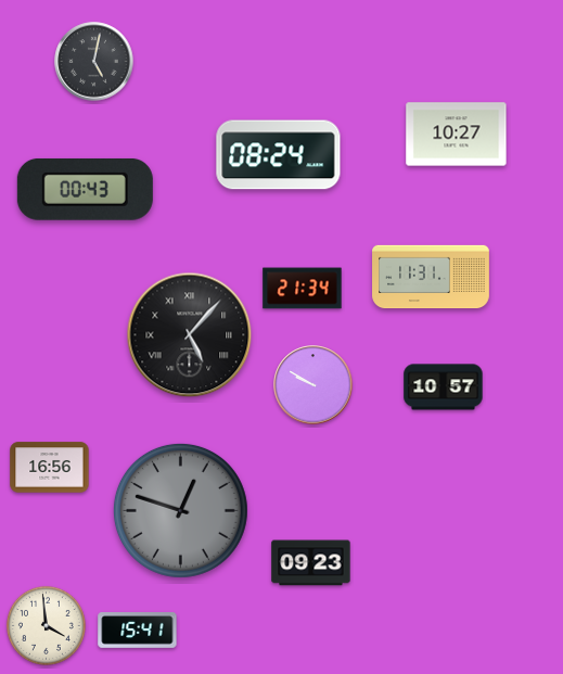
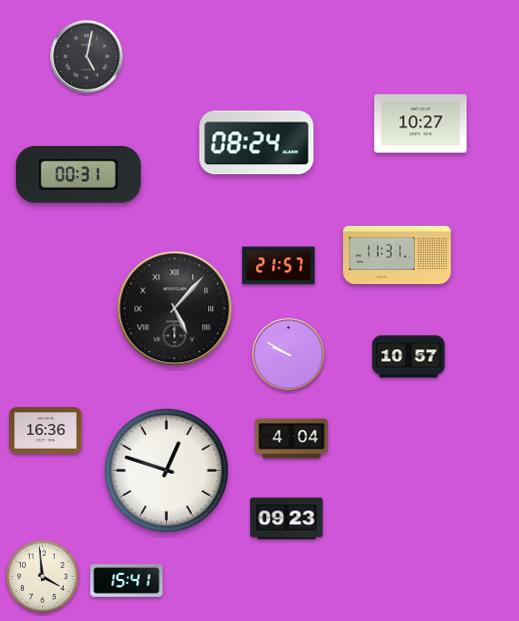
clock at (85, 189): 00:43 -> 00:31
clock at (303, 289): 21:34 -> 21:57
clock at (50, 468): 16:56 -> 16:36
clock at (292, 439): none -> 4:04
clock at (180, 510) dial: grey -> white
